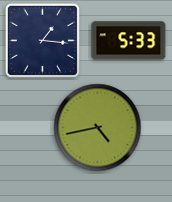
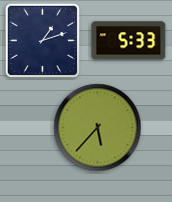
clock at (42, 40): 1:16 -> 1:12
clock at (98, 128): 4:43 -> 5:37
